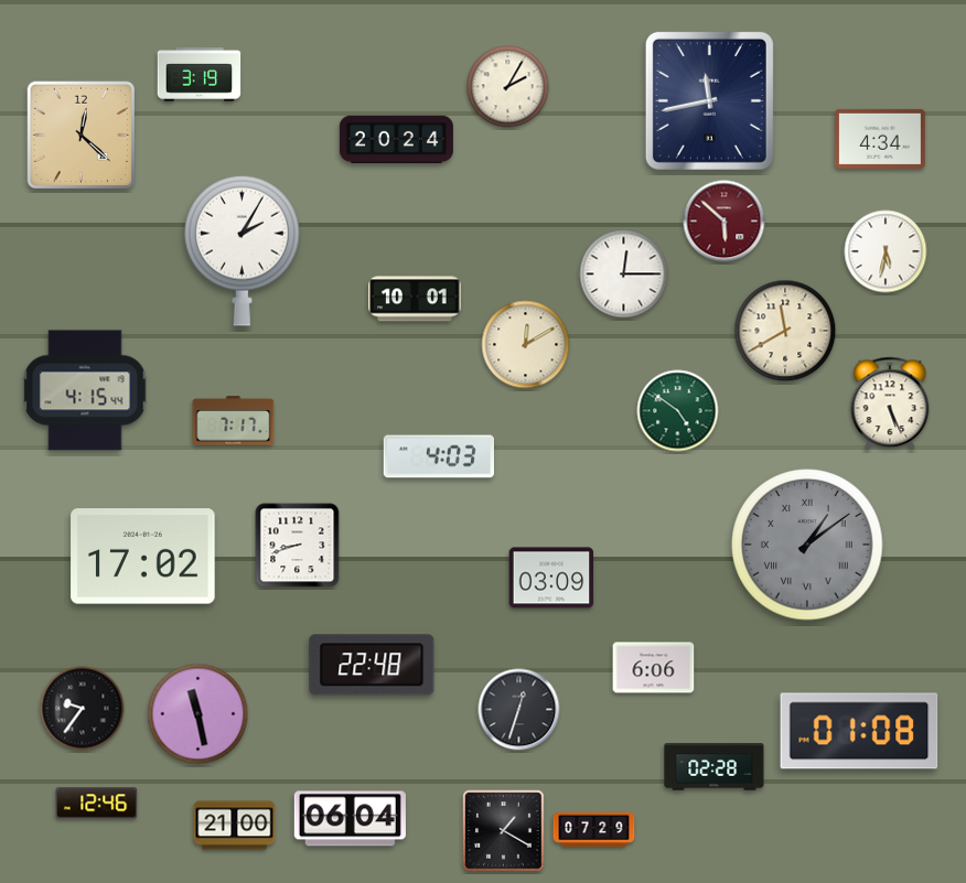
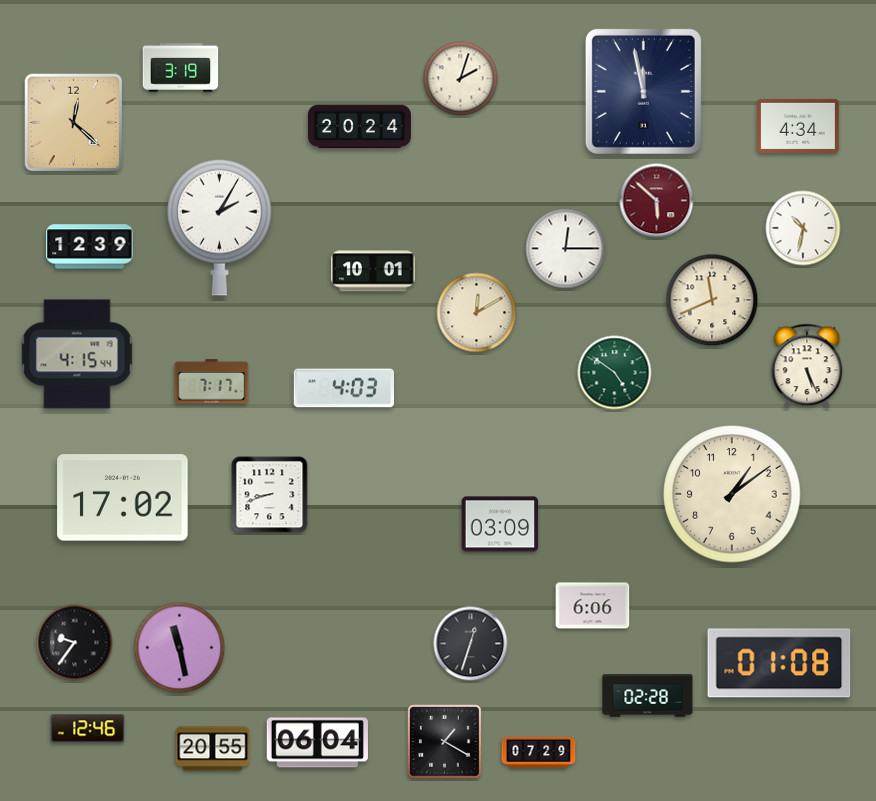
clock at (508, 87): 2:05 -> 2:03
clock at (709, 100): 11:43 -> 11:58
clock at (885, 251): 5:32 -> 10:32
clock at (90, 247): none -> 12:39
clock at (415, 299) position: (415, 299) -> (373, 271)
clock at (785, 331): 11:40 -> 11:41
clock at (438, 456) position: (438, 456) -> (343, 388)
clock at (807, 545) dial: grey -> cream
clock at (807, 545) numerals: Roman -> Arabic
clock at (143, 557) position: (143, 557) -> (123, 498)
clock at (372, 665): 22:48 -> none
clock at (235, 826): 21:00 -> 20:55
clock at (504, 831) position: (504, 831) -> (445, 742)
